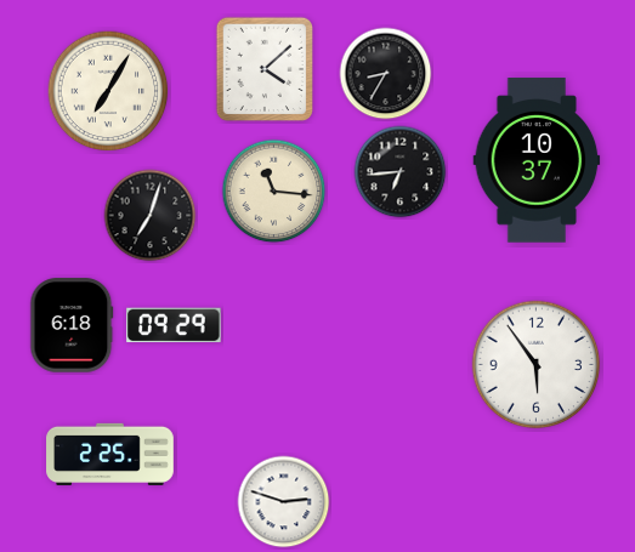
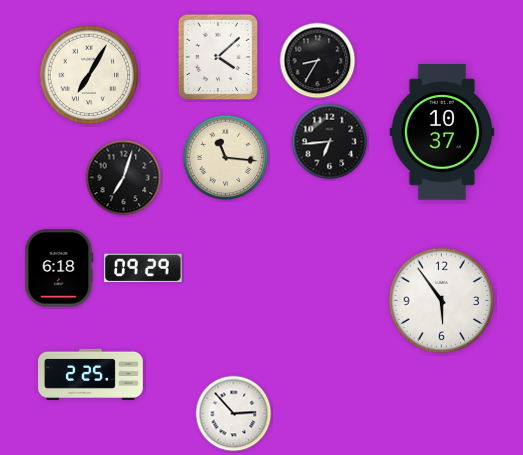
clock at (284, 502): 2:48 -> 2:53
